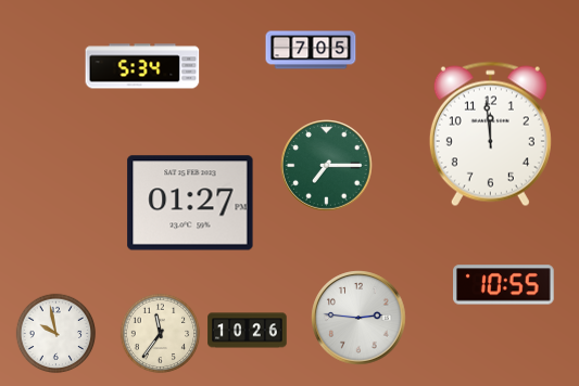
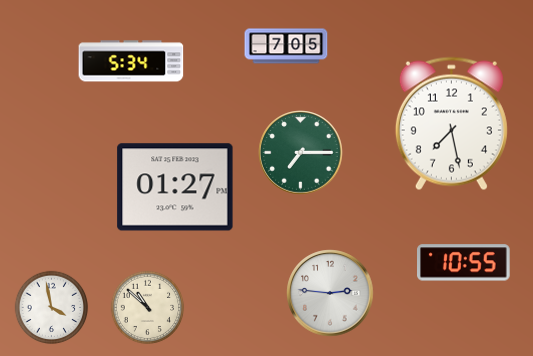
clock at (490, 134): 11:59 -> 7:28
clock at (248, 331): 10:26 -> none
clock at (56, 334): 9:58 -> 3:58
clock at (161, 334): 11:36 -> 10:52
